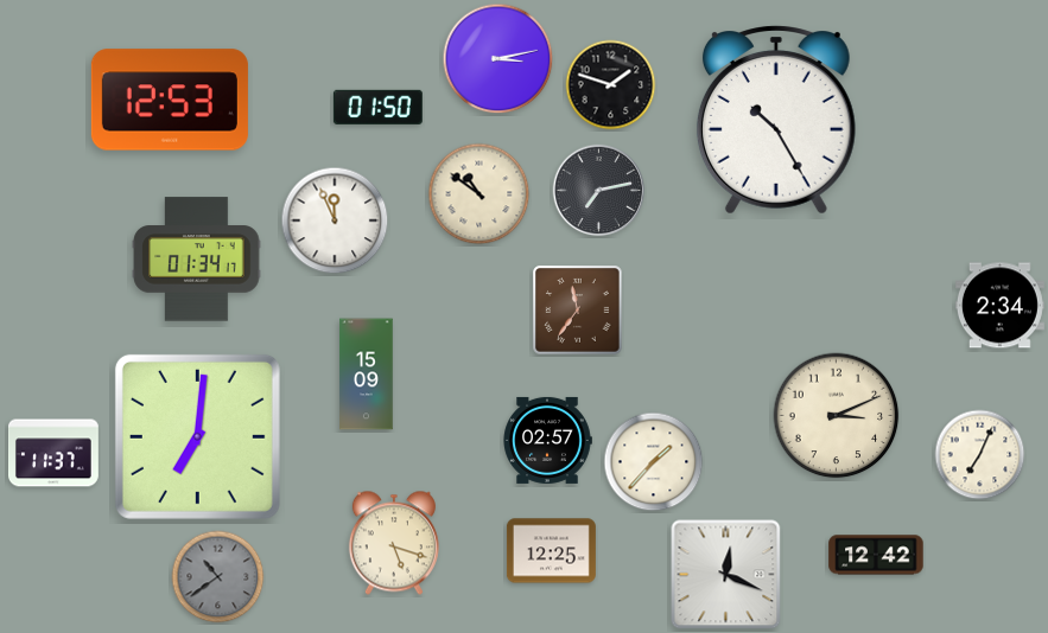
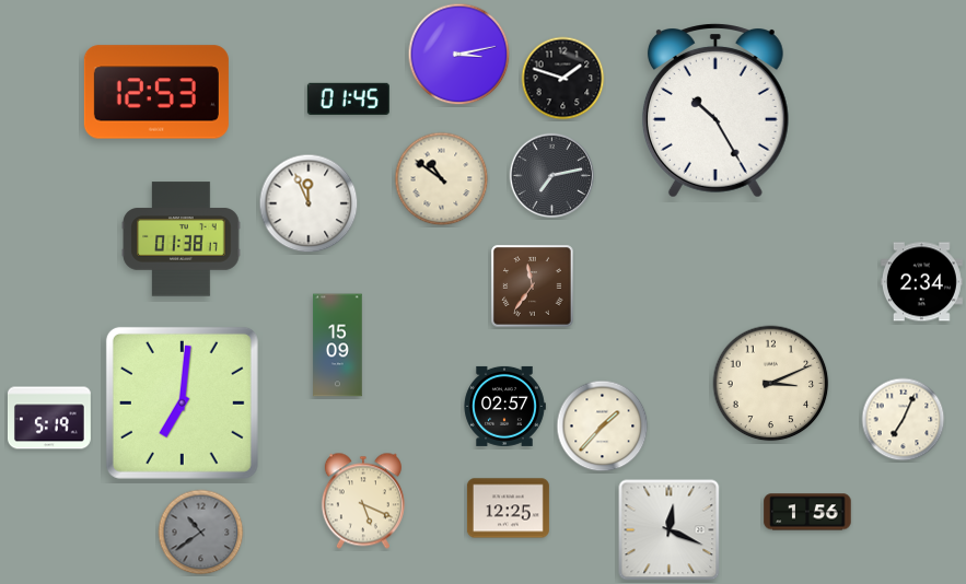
clock at (377, 107): 01:50 -> 01:45
clock at (197, 260): 01:34 -> 01:38
clock at (55, 453): 11:37 -> 5:19
clock at (394, 543): 5:18 -> 5:19
clock at (876, 555): 12:42 -> 1:56
